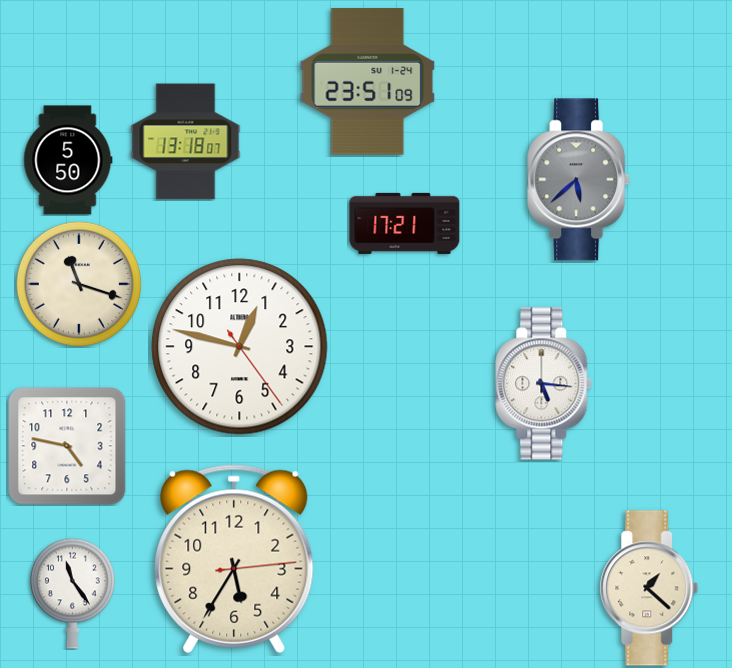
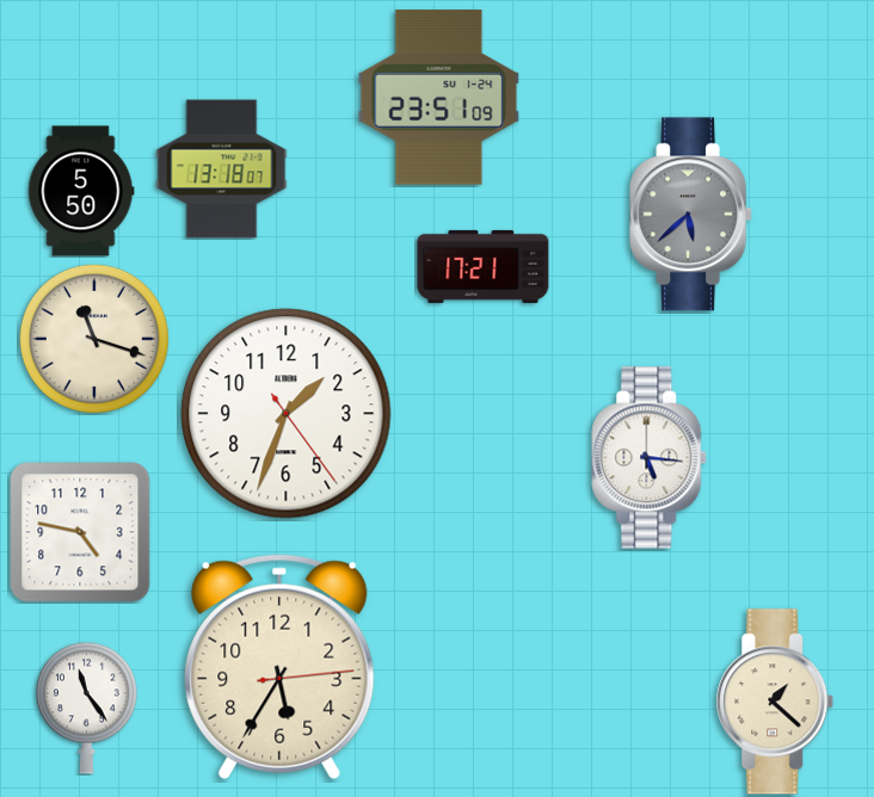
clock at (240, 347): 12:47 -> 1:33
